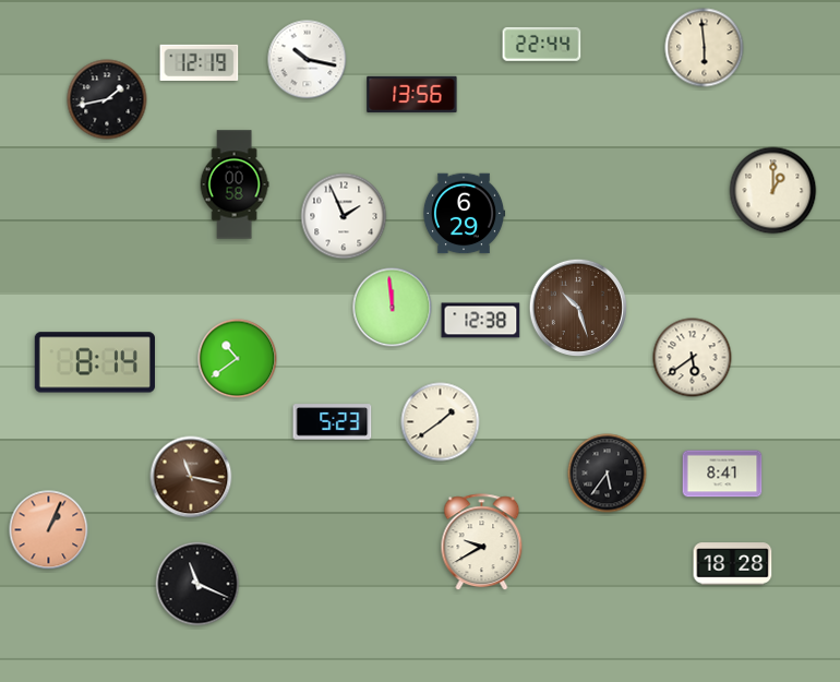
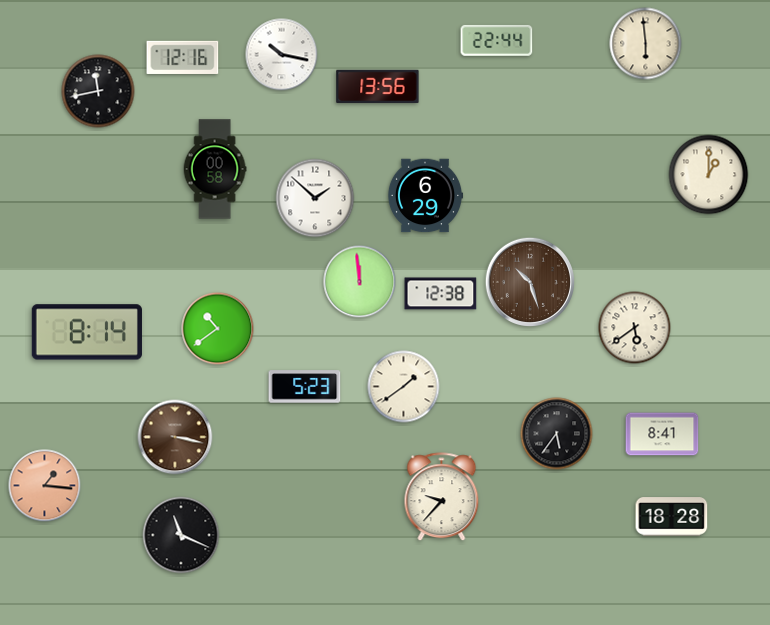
clock at (200, 62): 12:19 -> 12:16
clock at (107, 99): 1:43 -> 11:43
clock at (344, 216): 1:56 -> 1:52
clock at (191, 477): 11:17 -> 3:17
clock at (49, 530): 1:04 -> 1:16
clock at (482, 542): 9:40 -> 9:37
